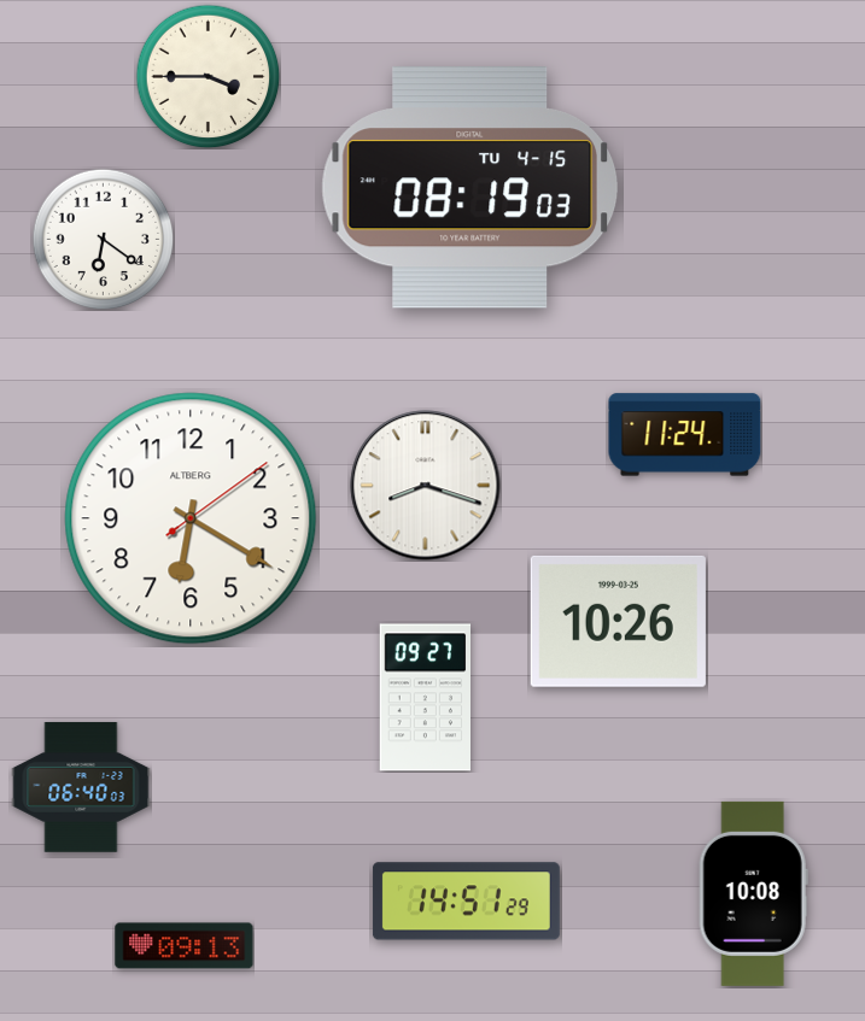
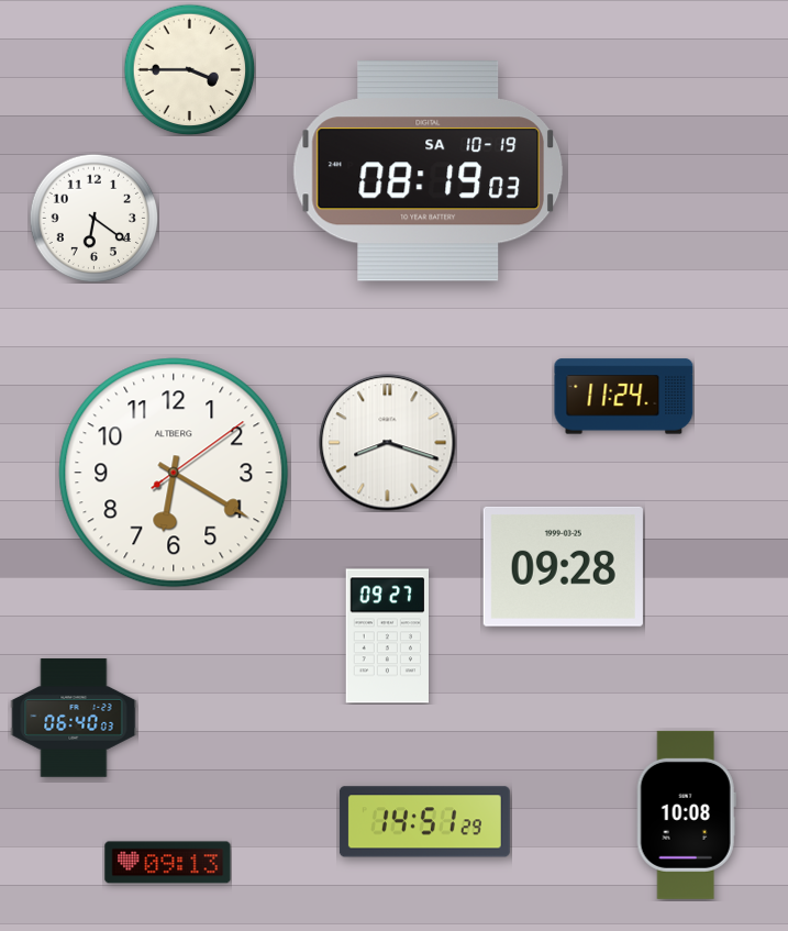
clock at (469, 188) date: TU 4-15 -> SA 10-19
clock at (618, 621): 10:26 -> 09:28
